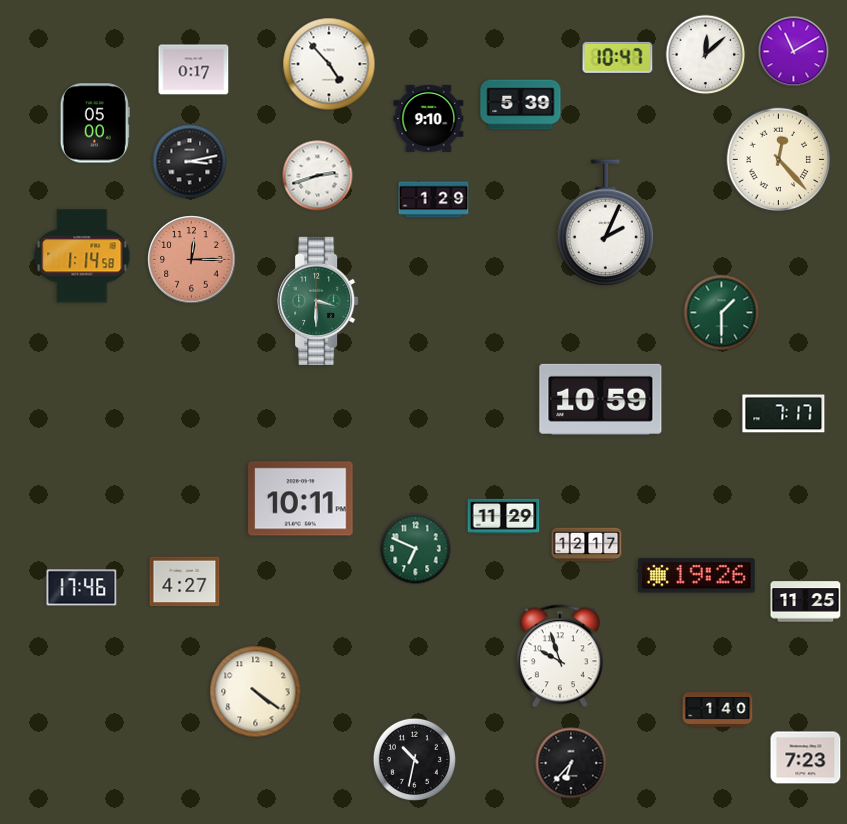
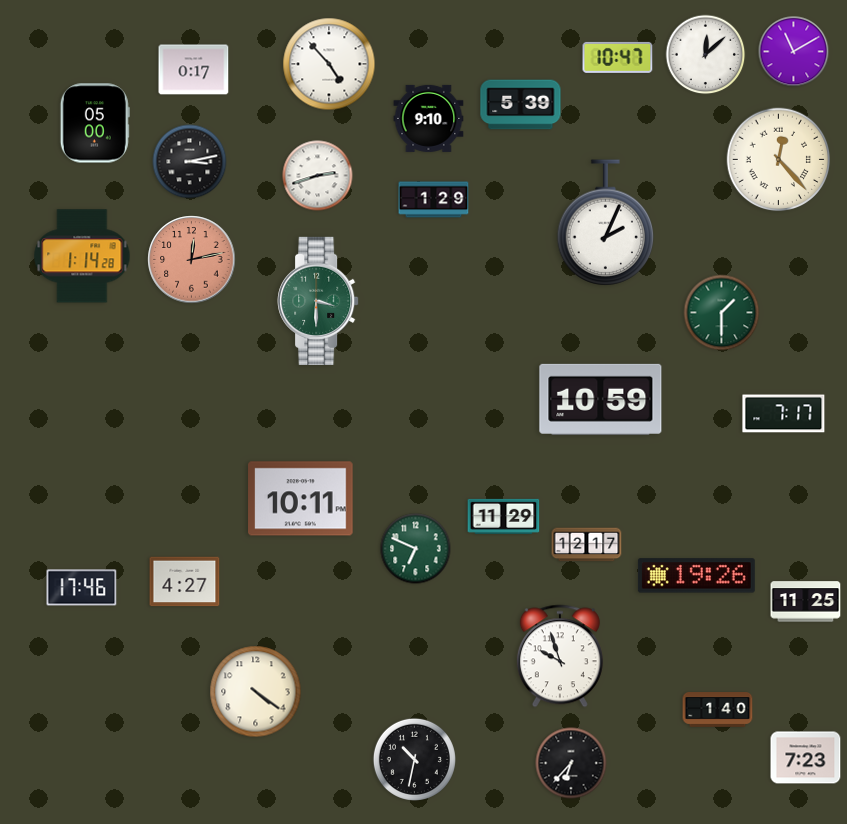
clock at (82, 256): 1:14:58 -> 1:14:28
clock at (192, 260): 12:15 -> 12:13
